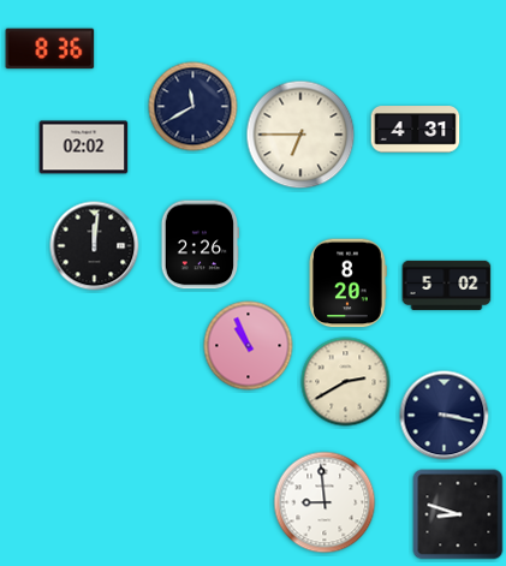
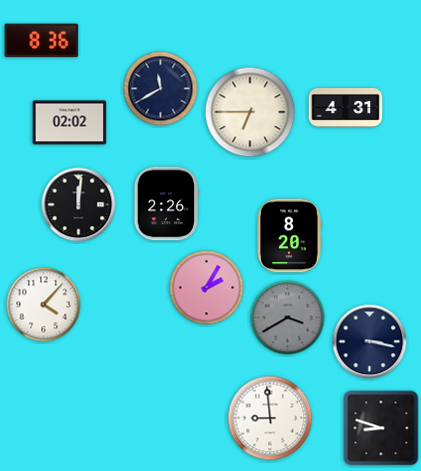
clock at (447, 285): 5:02 -> none
clock at (249, 346): 10:56 -> 2:05
clock at (44, 305): none -> 4:07
clock at (346, 382): 2:40 -> 3:40
clock at (346, 382) dial: cream -> grey
clock at (445, 416) position: (445, 416) -> (370, 342)
